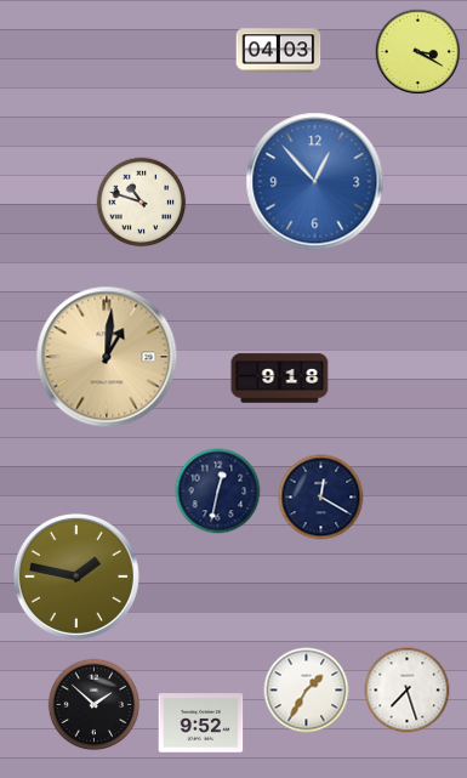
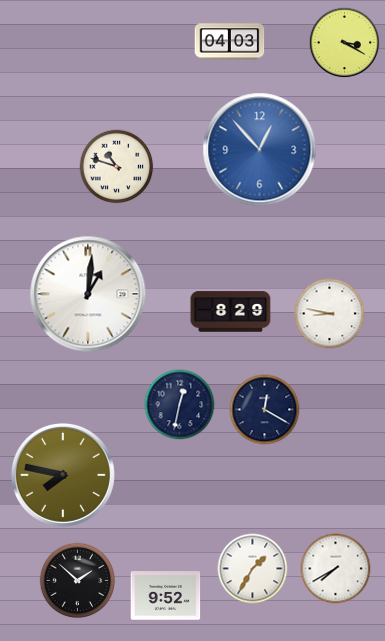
clock at (107, 357) dial: champagne -> white
clock at (280, 379): 9:18 -> 8:29
clock at (330, 314): none -> 8:47
clock at (76, 577): 1:47 -> 7:47
clock at (408, 691): 7:27 -> 7:40
